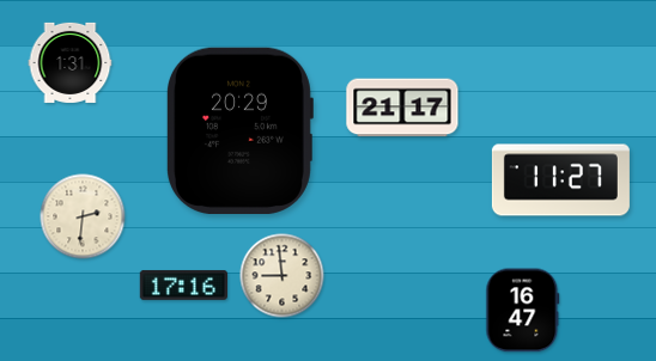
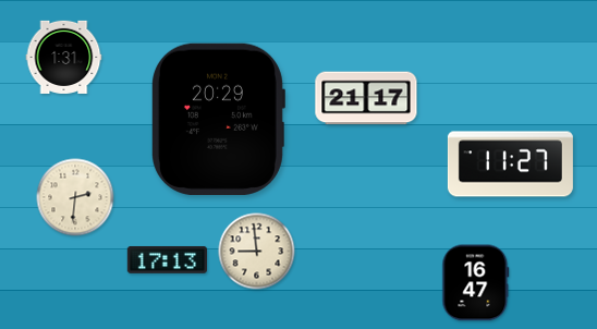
clock at (183, 284): 17:16 -> 17:13
